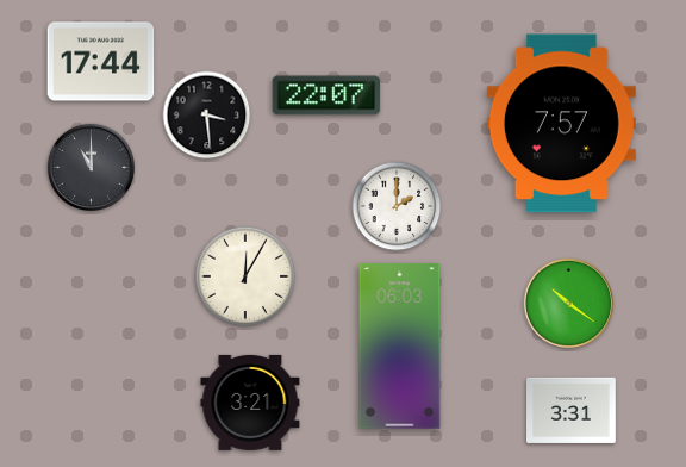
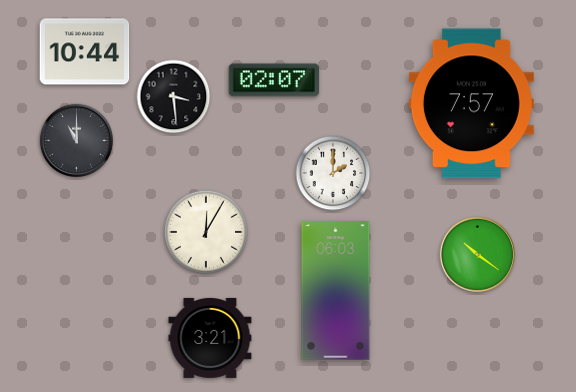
clock at (101, 62): 17:44 -> 10:44
clock at (326, 95): 22:07 -> 02:07
clock at (572, 410): 3:31 -> none
